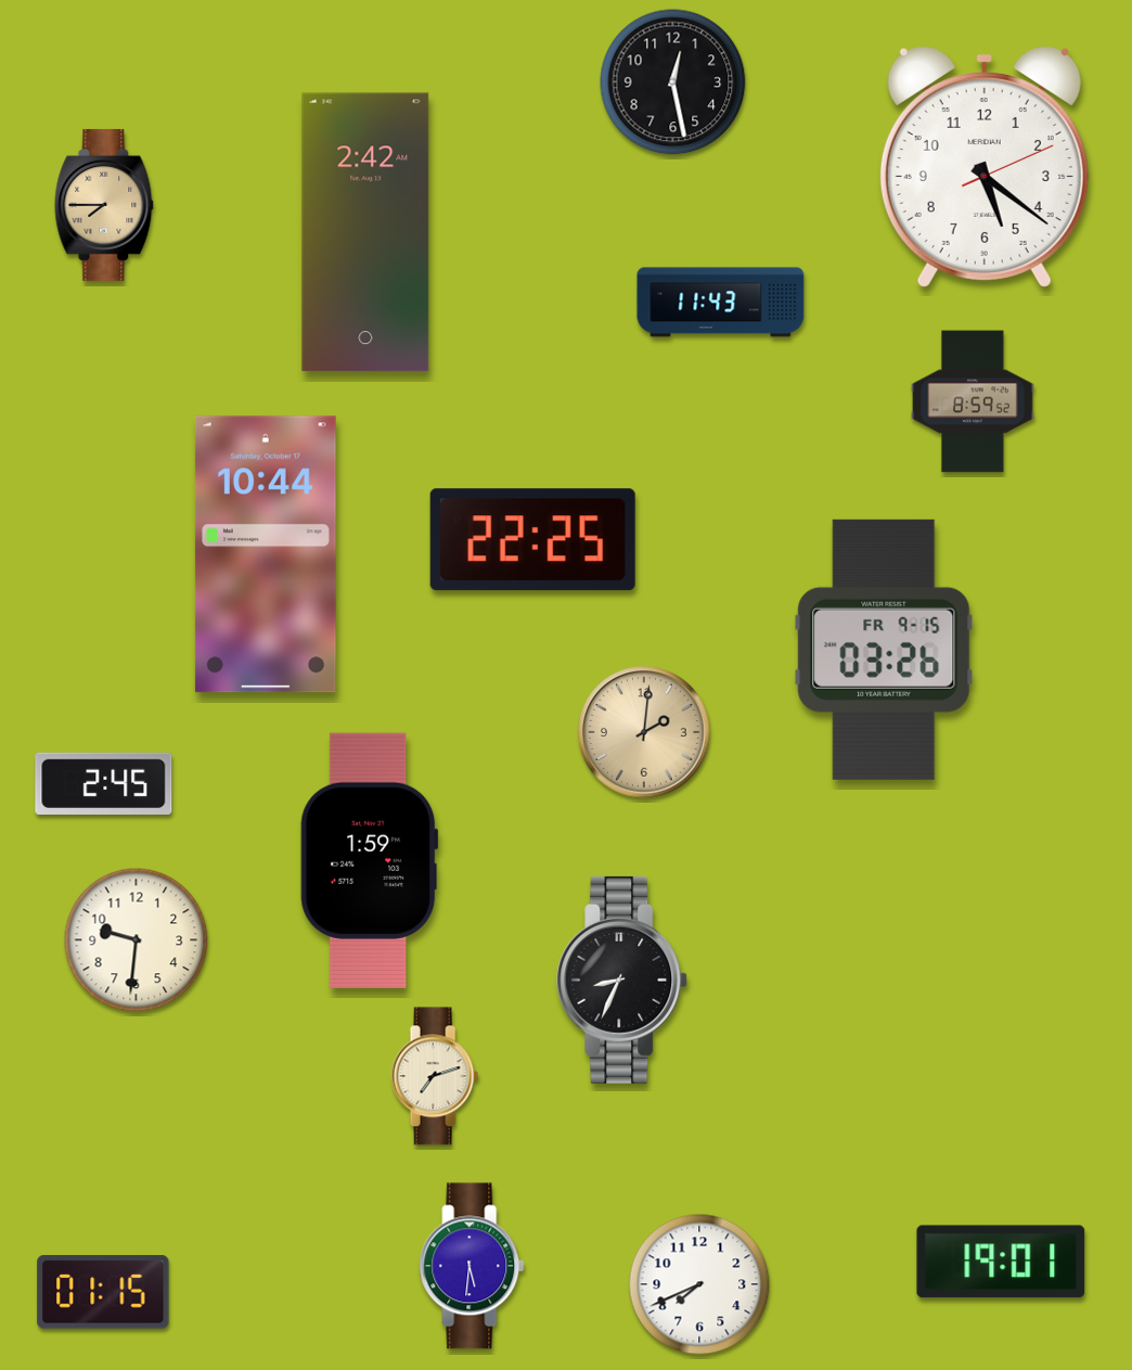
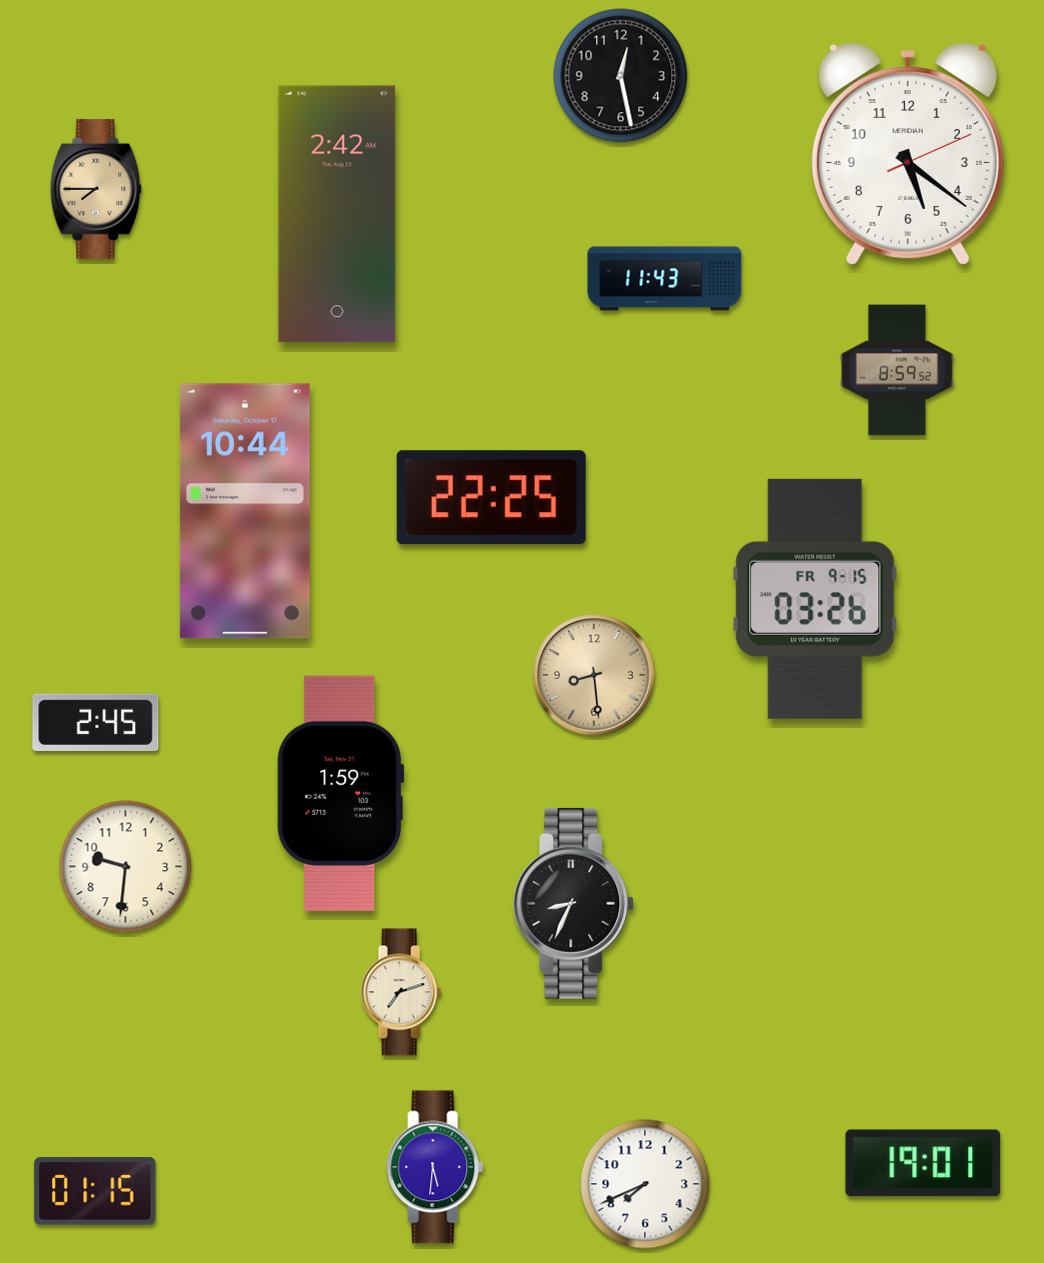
clock at (644, 732): 2:01 -> 8:29
